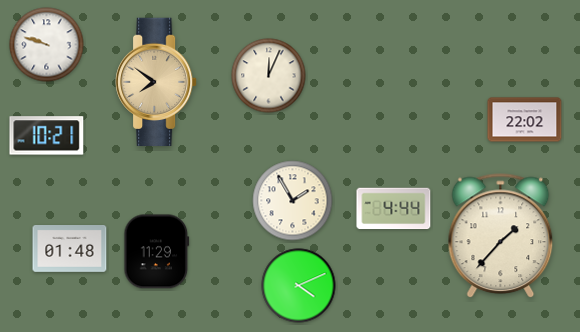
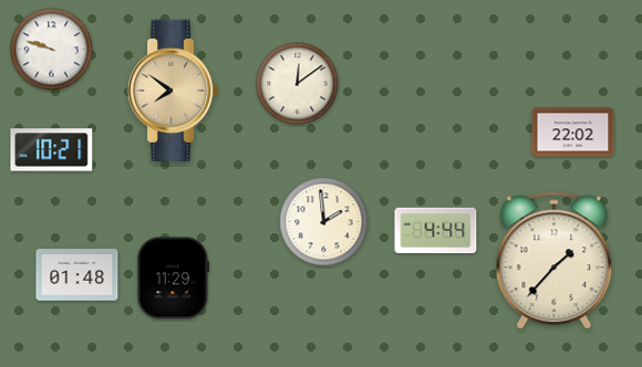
clock at (269, 76): 12:04 -> 12:09
clock at (525, 120) position: (525, 120) -> (573, 133)
clock at (293, 201): 1:55 -> 1:59
clock at (299, 286): 4:11 -> none
